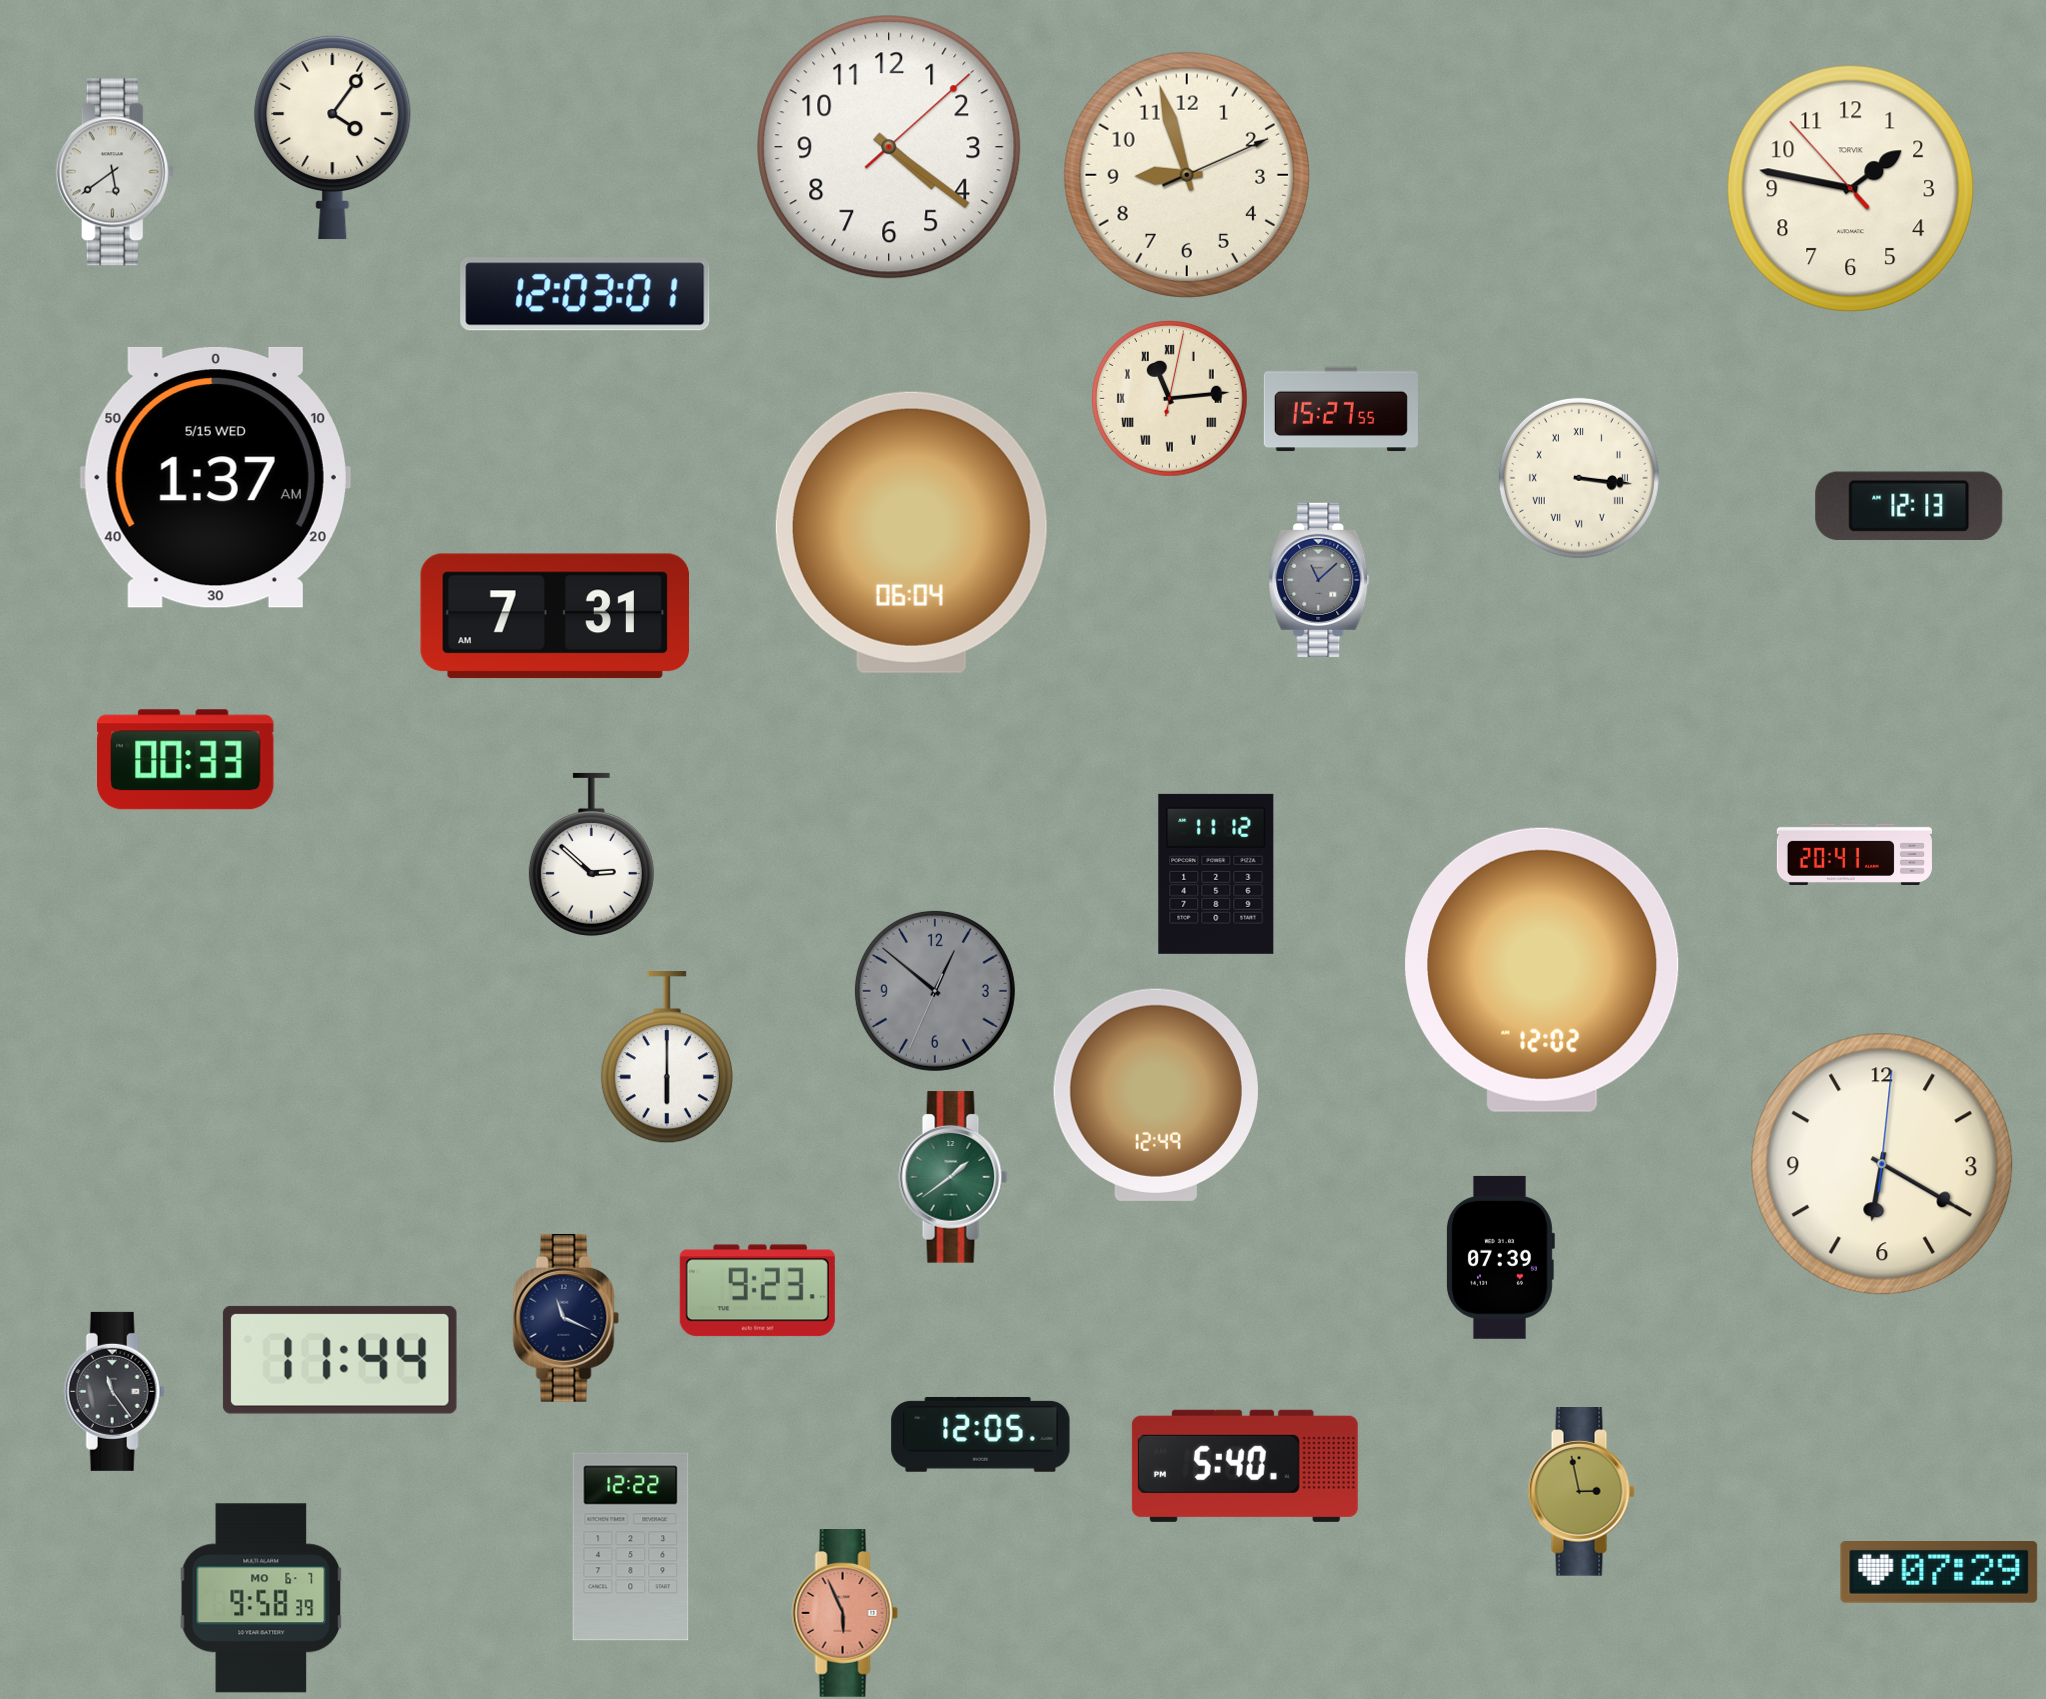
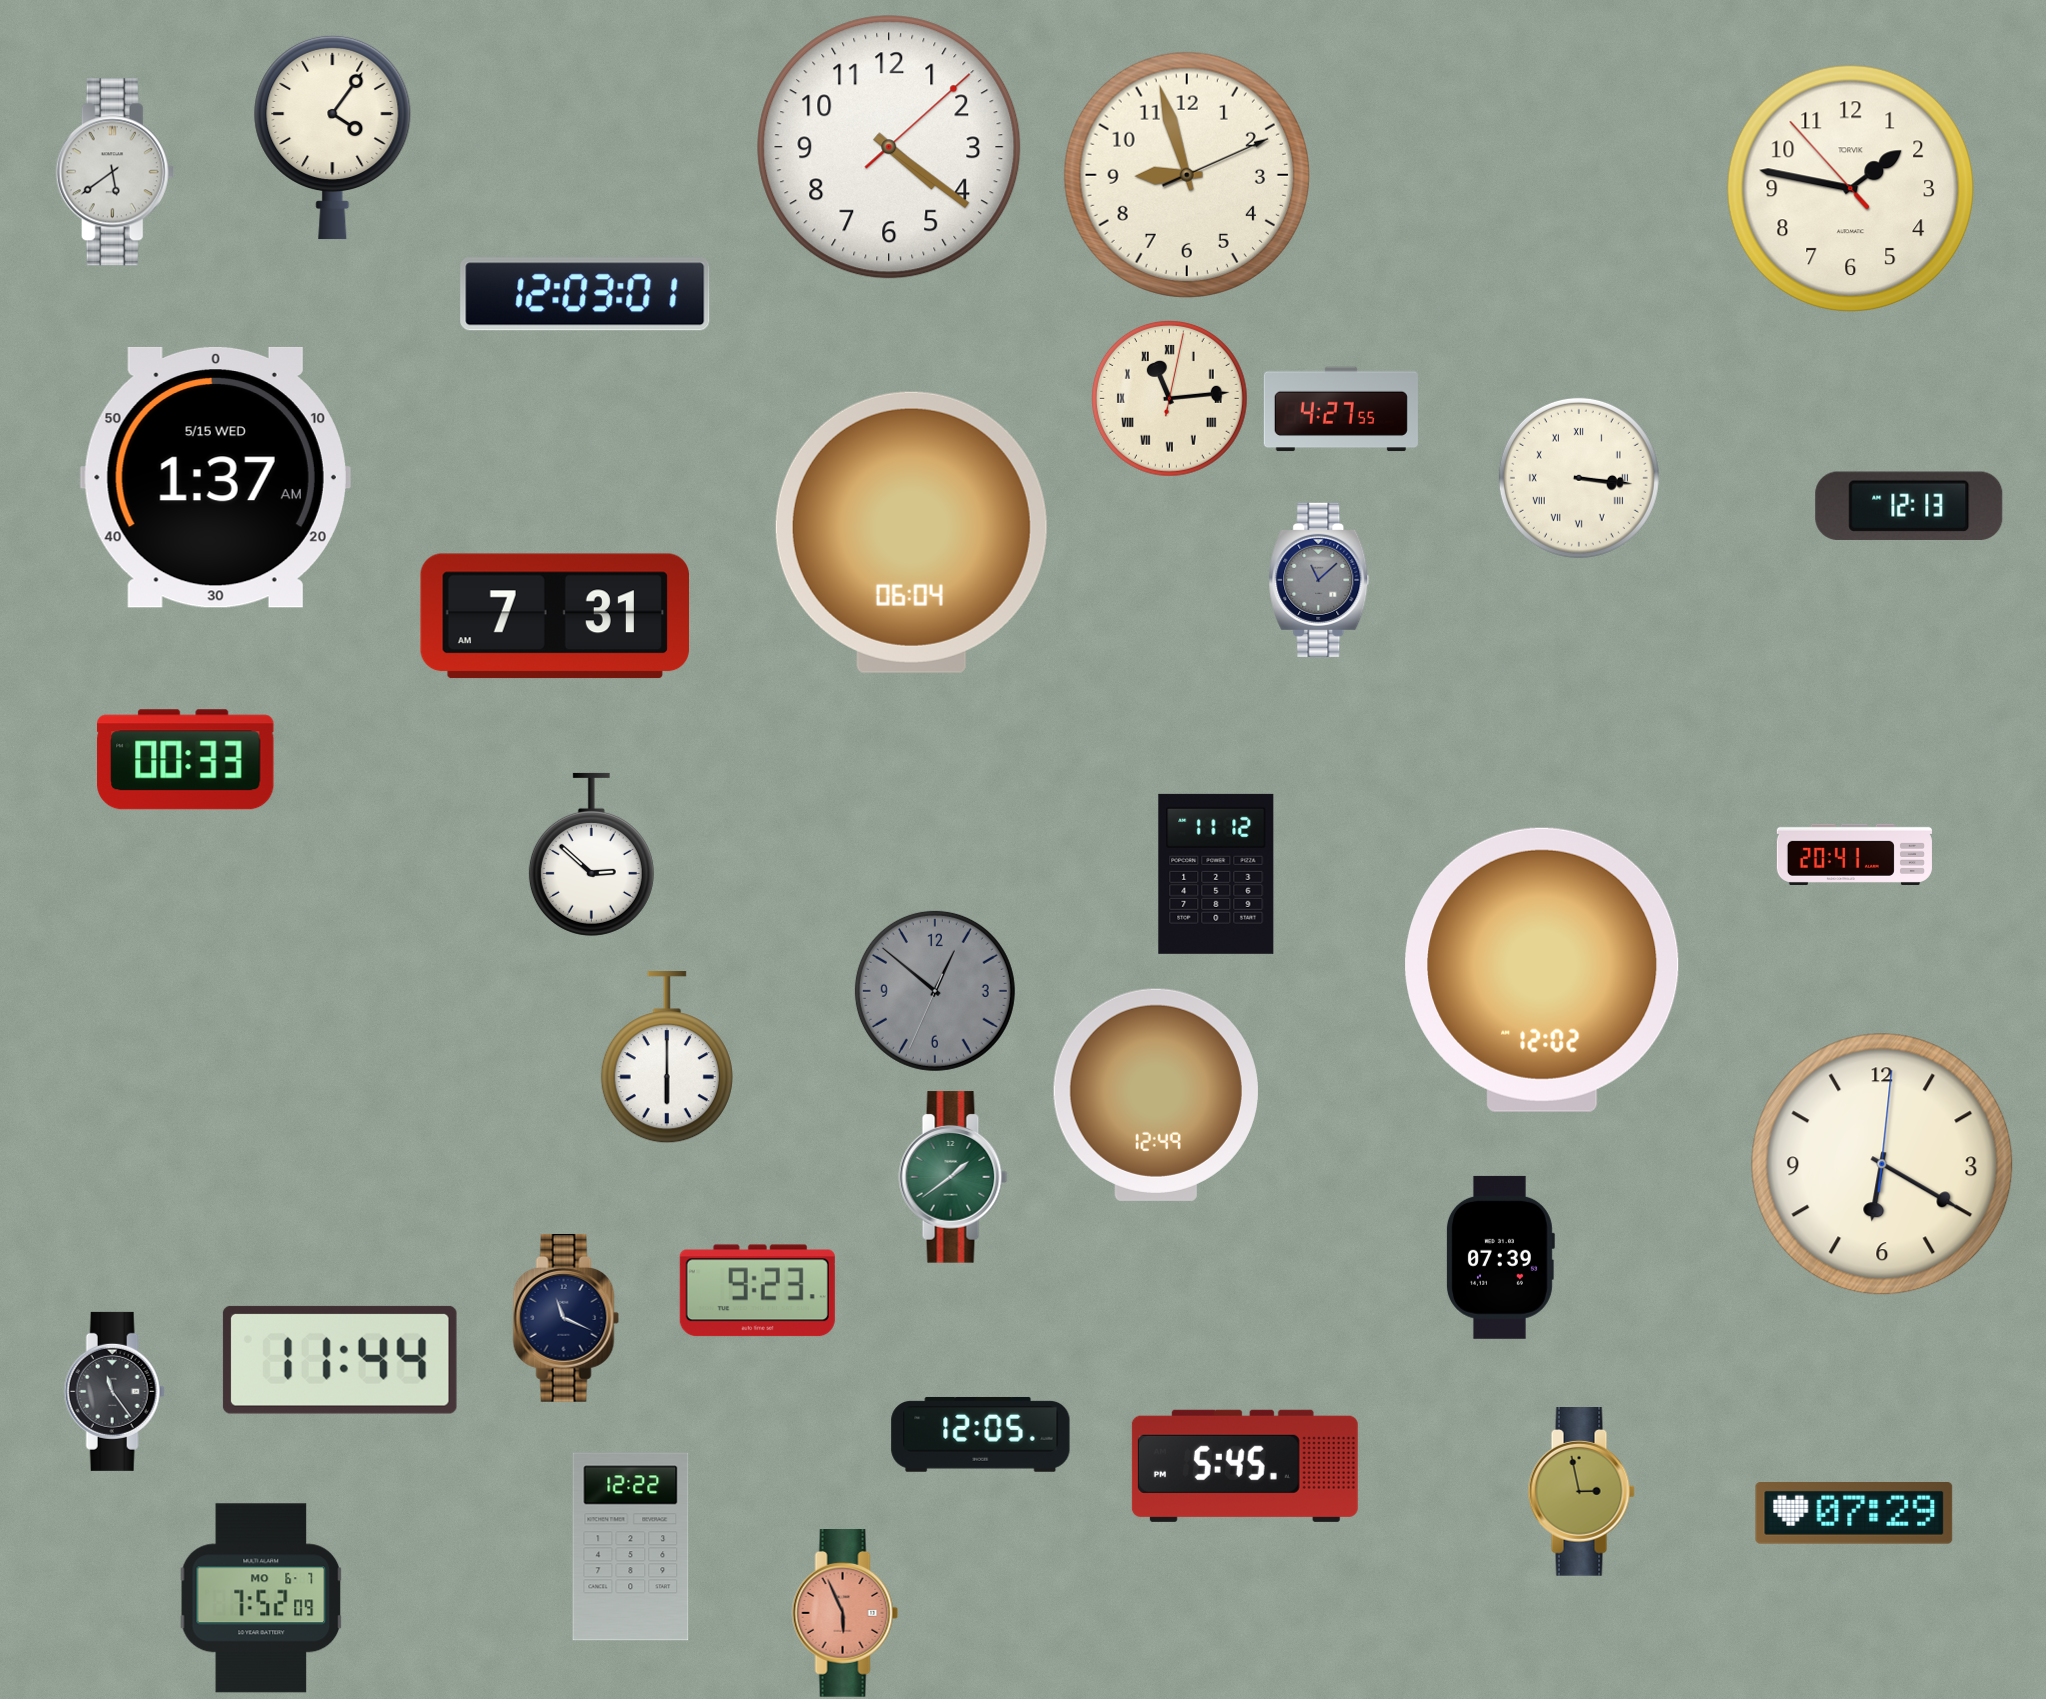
clock at (1341, 409): 15:27 -> 4:27
clock at (1245, 1466): 5:40 -> 5:45
clock at (1939, 1573) position: (1939, 1573) -> (1854, 1514)
clock at (261, 1598): 9:58 -> 7:52
